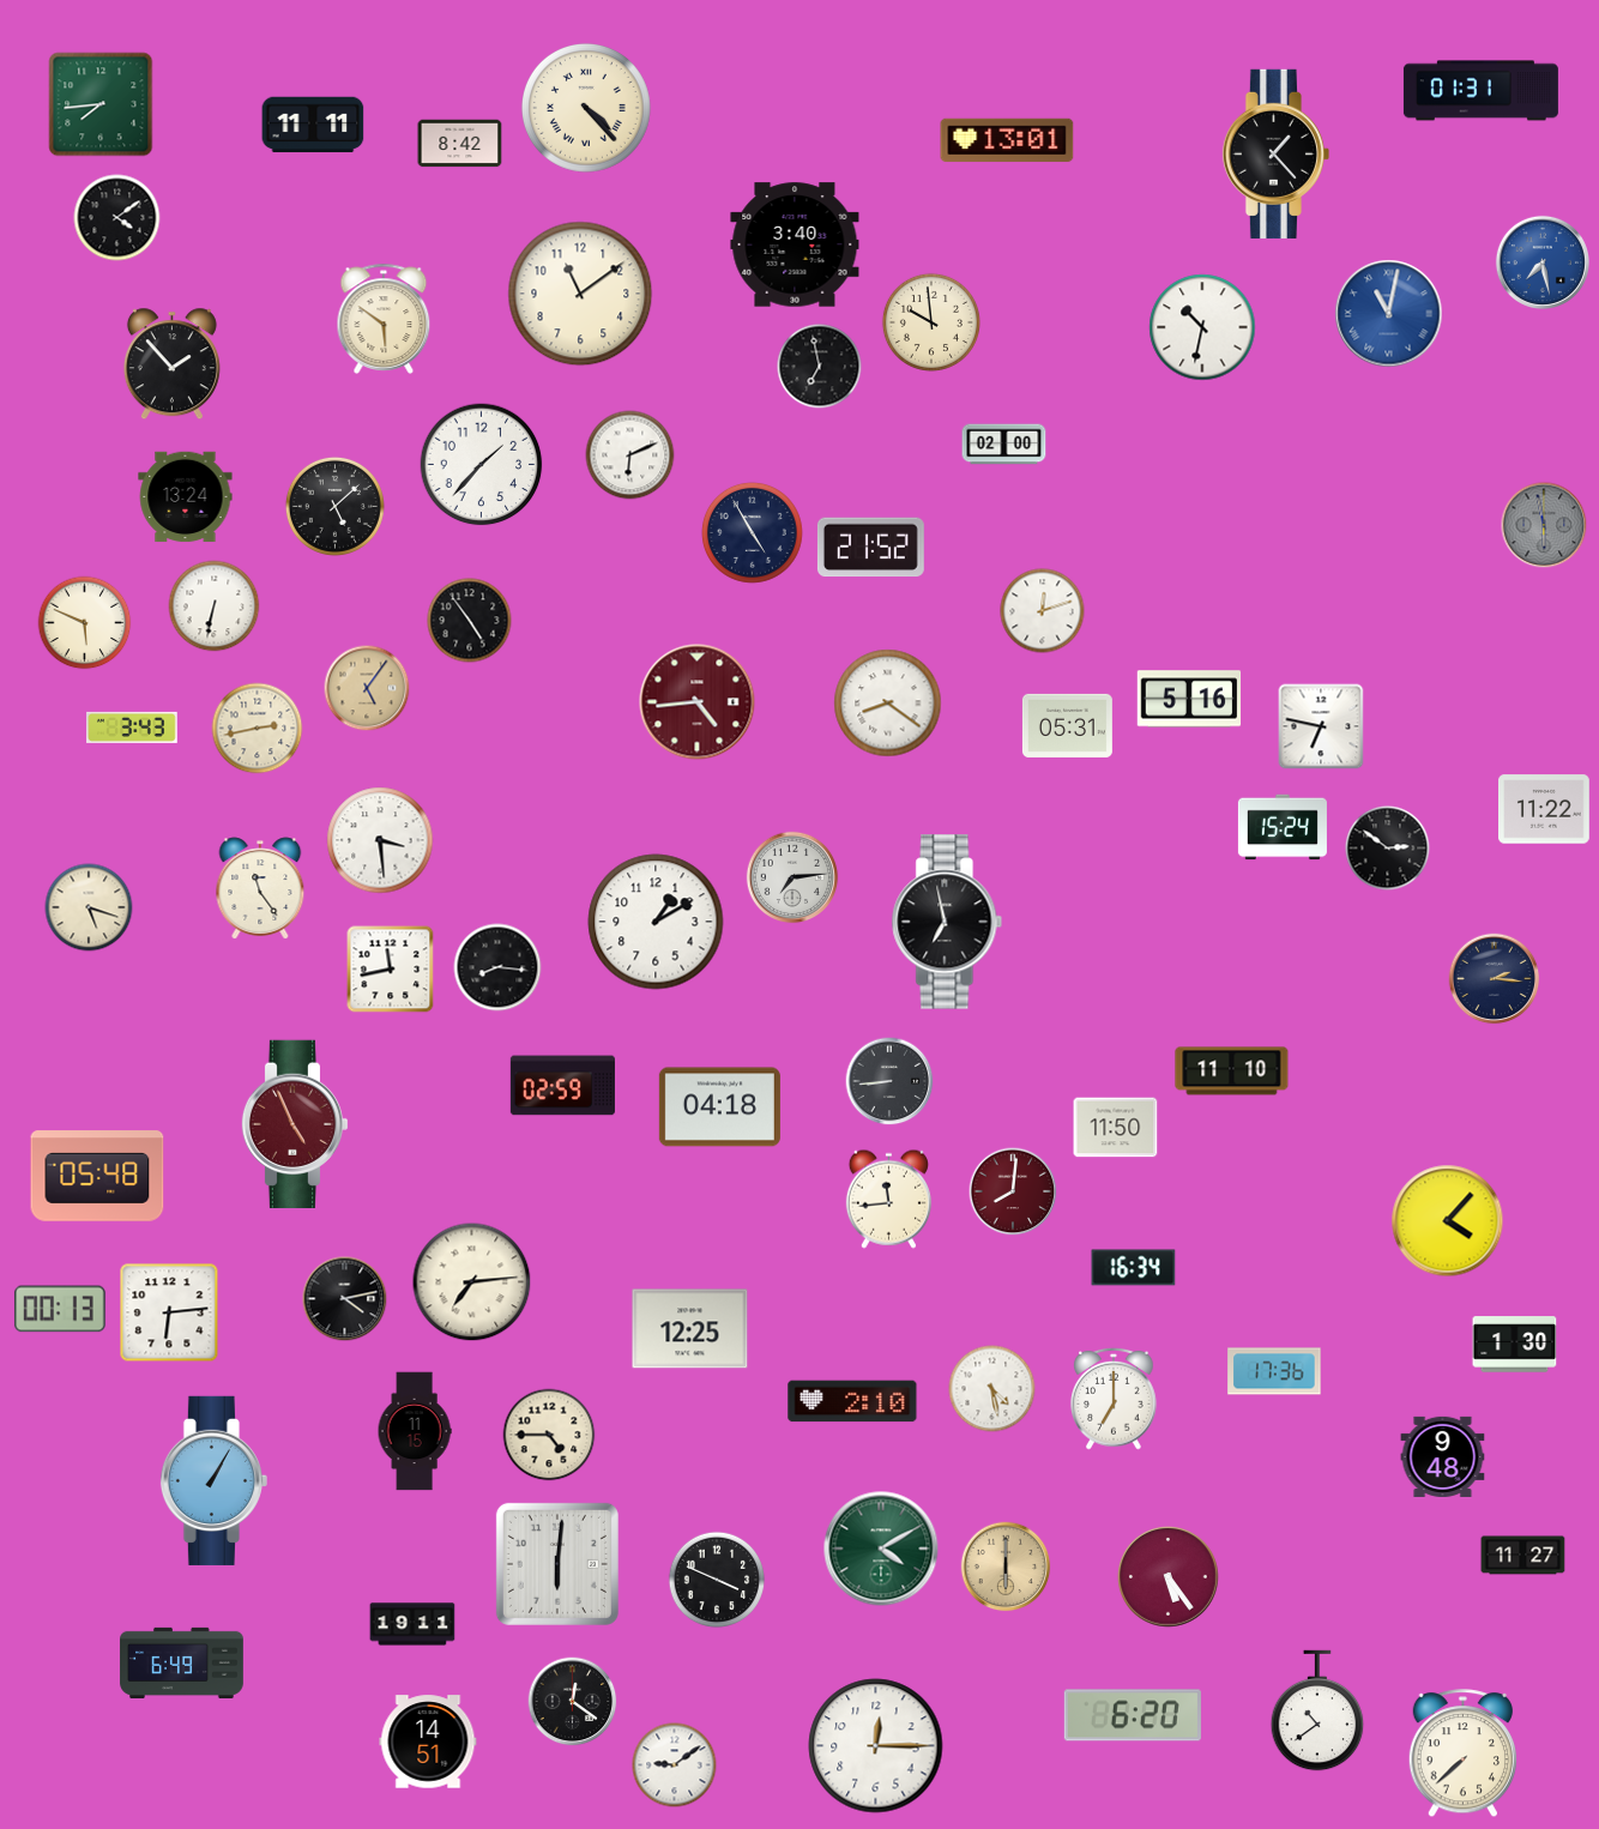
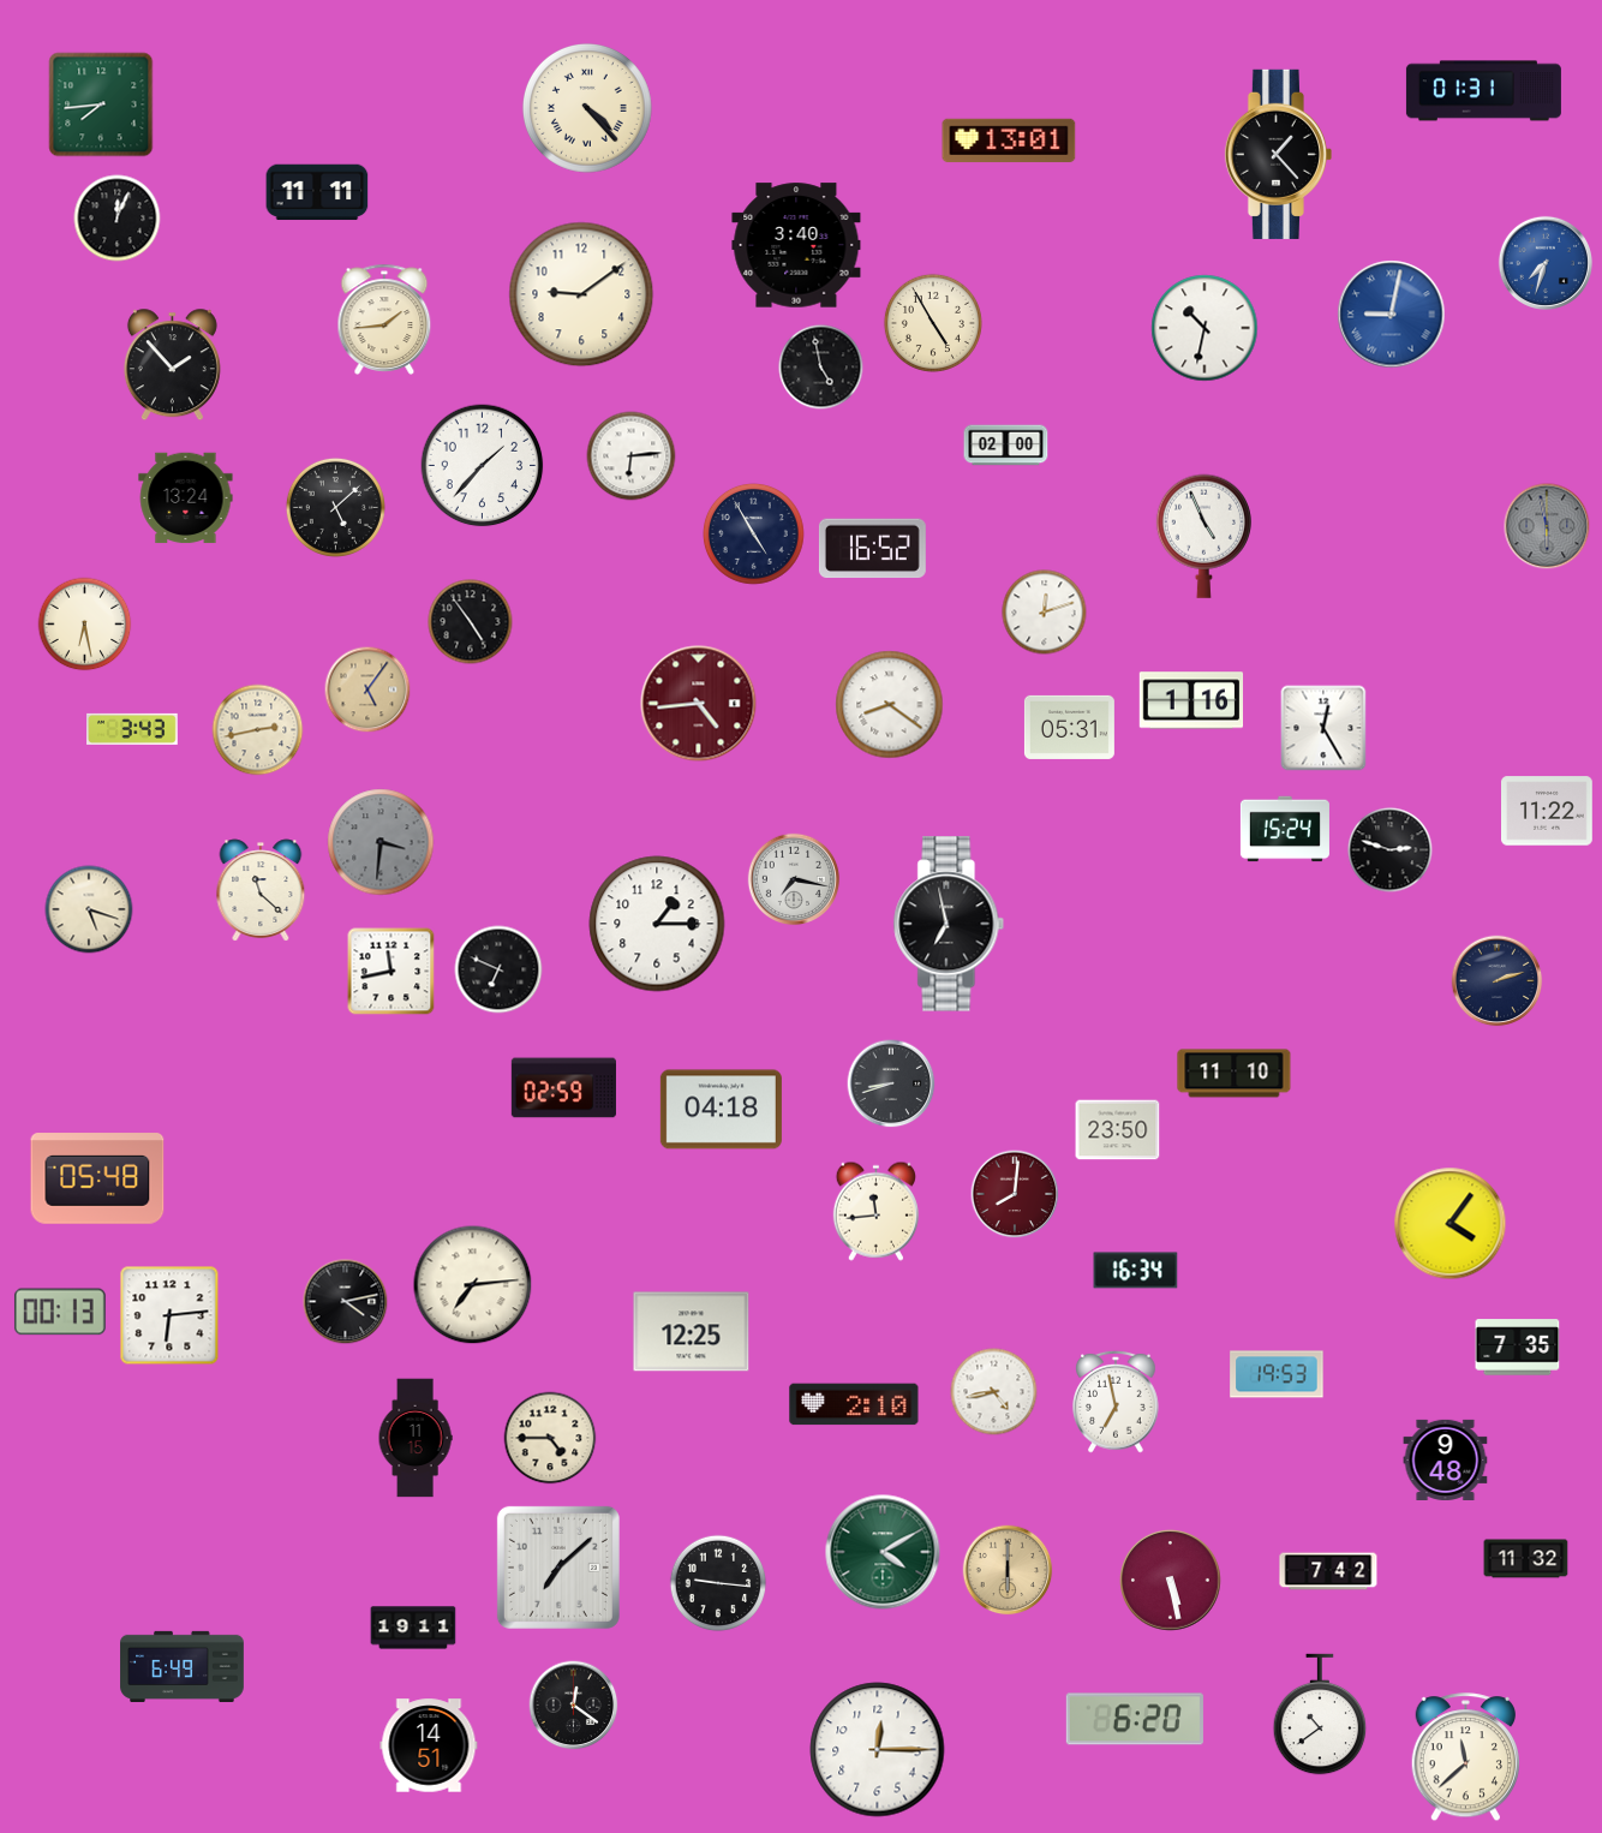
clock at (313, 125) position: (313, 125) -> (317, 192)
clock at (460, 144): 8:42 -> none
clock at (117, 218): 4:09 -> 12:04
clock at (1543, 262): 7:28 -> 7:33
clock at (580, 294): 11:09 -> 9:09
clock at (1389, 314): 11:02 -> 9:02
clock at (384, 319): 5:51 -> 1:44
clock at (931, 322): 9:59 -> 4:55
clock at (820, 367): 6:58 -> 4:58
clock at (630, 455): 6:11 -> 6:14
clock at (1203, 536): none -> 4:56
clock at (870, 548): 21:52 -> 16:52
clock at (215, 606): 6:32 -> none
clock at (85, 623): 5:49 -> 6:28
clock at (1189, 699): 5:16 -> 1:16
clock at (1321, 726): 6:47 -> 12:25
clock at (380, 840): 3:29 -> 3:31
clock at (380, 840) dial: white -> grey
clock at (1388, 849): 2:51 -> 2:48
clock at (792, 877): 7:14 -> 7:17
clock at (260, 888): 11:24 -> 11:22
clock at (656, 922): 1:10 -> 1:15
clock at (497, 967): 8:16 -> 6:49
clock at (1495, 979): 2:16 -> 2:12
clock at (889, 1081): 8:44 -> 8:42
clock at (295, 1123): 4:56 -> none
clock at (1116, 1128): 11:50 -> 23:50
clock at (888, 1199) position: (888, 1199) -> (875, 1211)
clock at (1448, 1221): 4:07 -> 4:06
clock at (1515, 1345): 1:30 -> 7:35
clock at (1274, 1371): 17:36 -> 19:53
clock at (992, 1389): 4:28 -> 4:43
clock at (1114, 1399): 7:00 -> 6:58
clock at (415, 1431) position: (415, 1431) -> (416, 1438)
clock at (213, 1480): 1:05 -> none
clock at (1523, 1556): 11:27 -> 11:32
clock at (557, 1564): 6:01 -> 7:08
clock at (1328, 1571): none -> 7:42
clock at (1169, 1577): 5:24 -> 5:28
clock at (717, 1580): 3:49 -> 9:16
clock at (1462, 1753): 7:38 -> 11:38
clock at (675, 1765): 9:09 -> none
